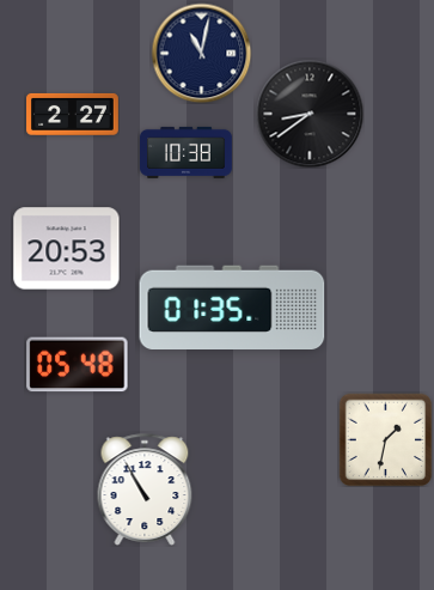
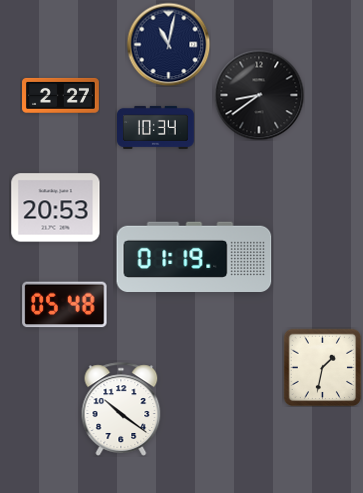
clock at (187, 152): 10:38 -> 10:34
clock at (232, 308): 01:35 -> 01:19
clock at (145, 489): 10:55 -> 10:21
